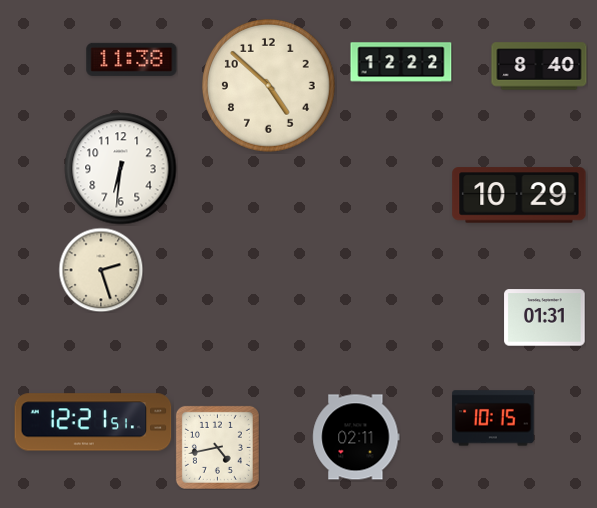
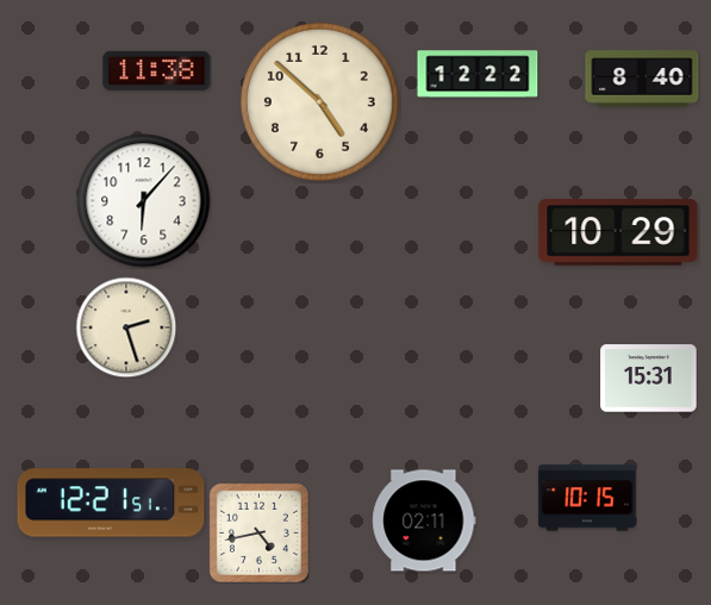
clock at (121, 169): 6:31 -> 6:07
clock at (101, 270) position: (101, 270) -> (126, 328)
clock at (545, 318): 01:31 -> 15:31
